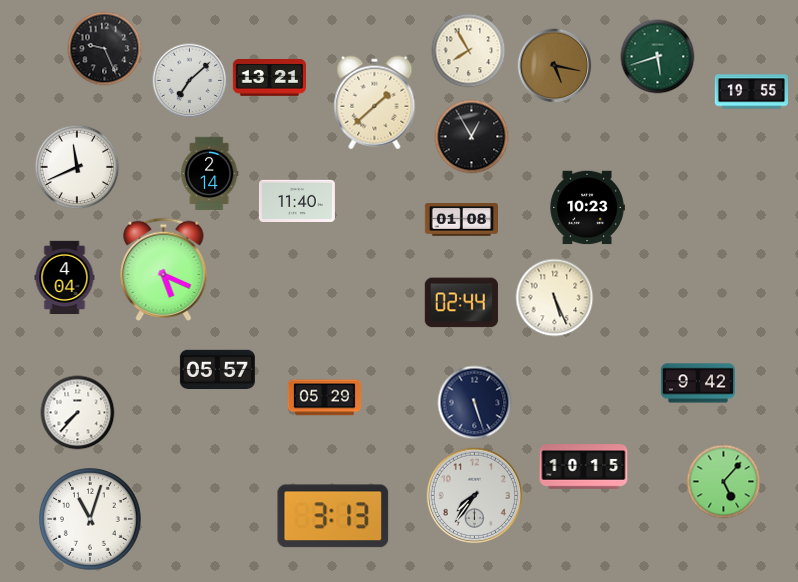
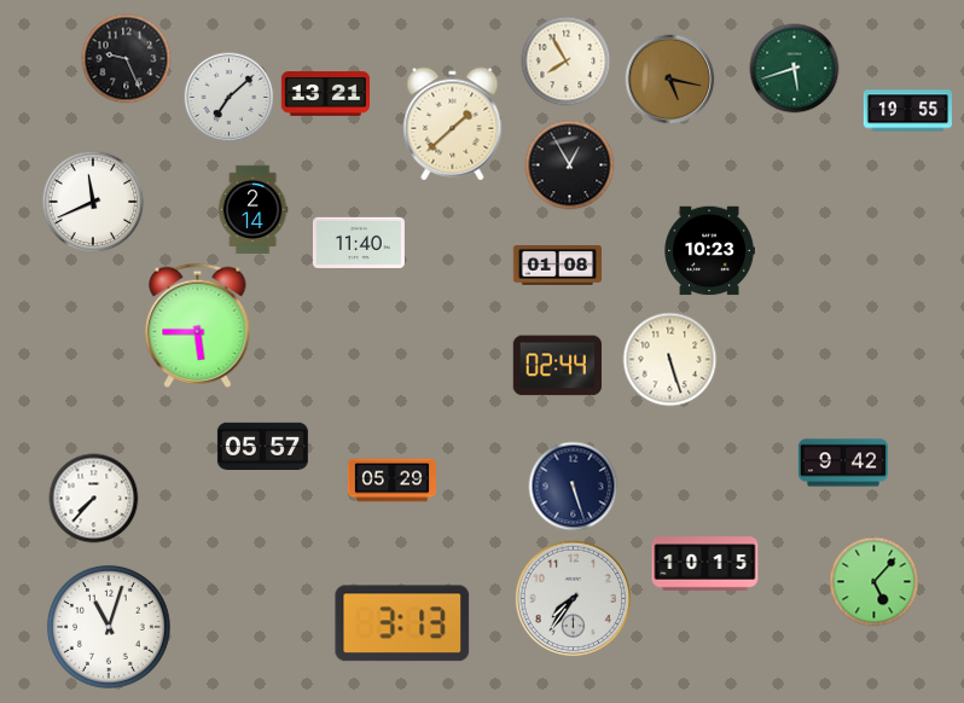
clock at (164, 270): 5:19 -> 5:45
clock at (65, 278): 4:04 -> none
clock at (555, 298): 5:26 -> 5:27
